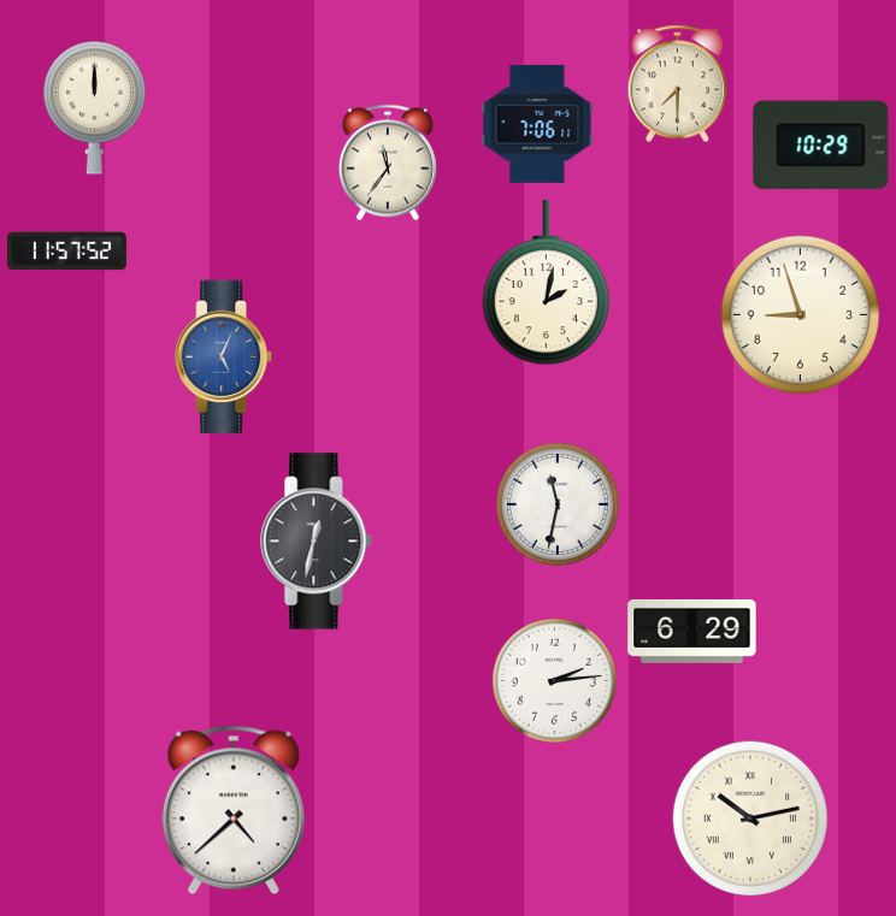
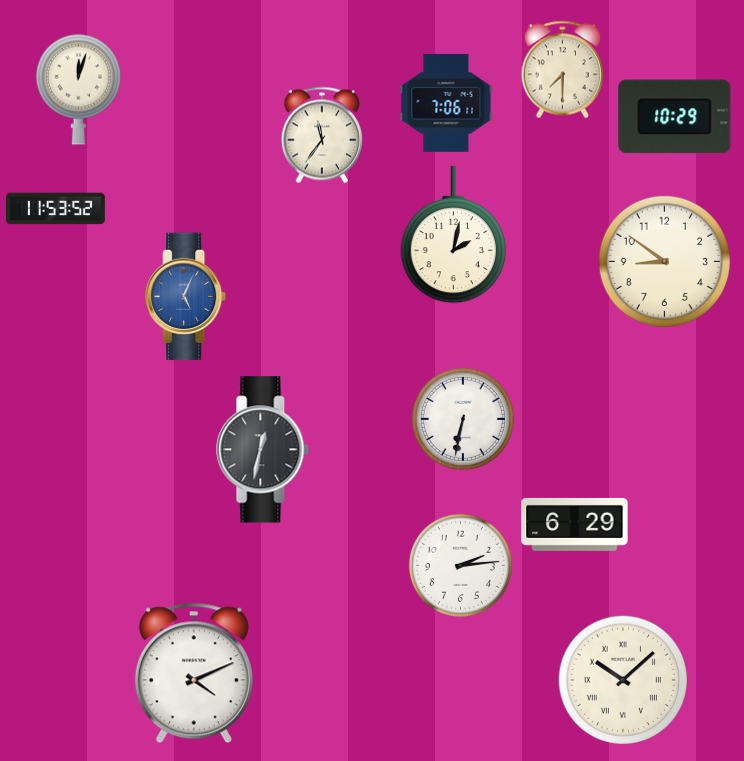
clock at (94, 107): 12:00 -> 12:03
clock at (821, 146) position: (821, 146) -> (675, 117)
clock at (67, 252): 11:57 -> 11:53
clock at (801, 315): 8:57 -> 8:51
clock at (558, 504): 11:32 -> 6:32
clock at (234, 810): 4:38 -> 4:11
clock at (749, 817): 10:13 -> 10:08
